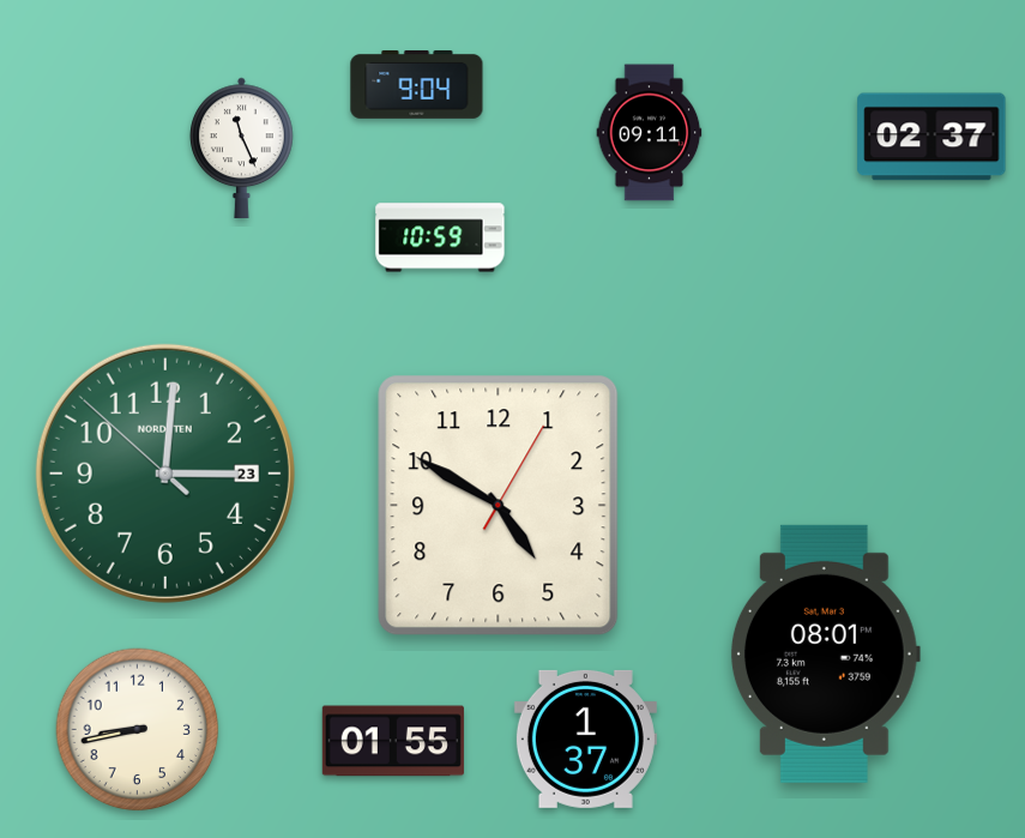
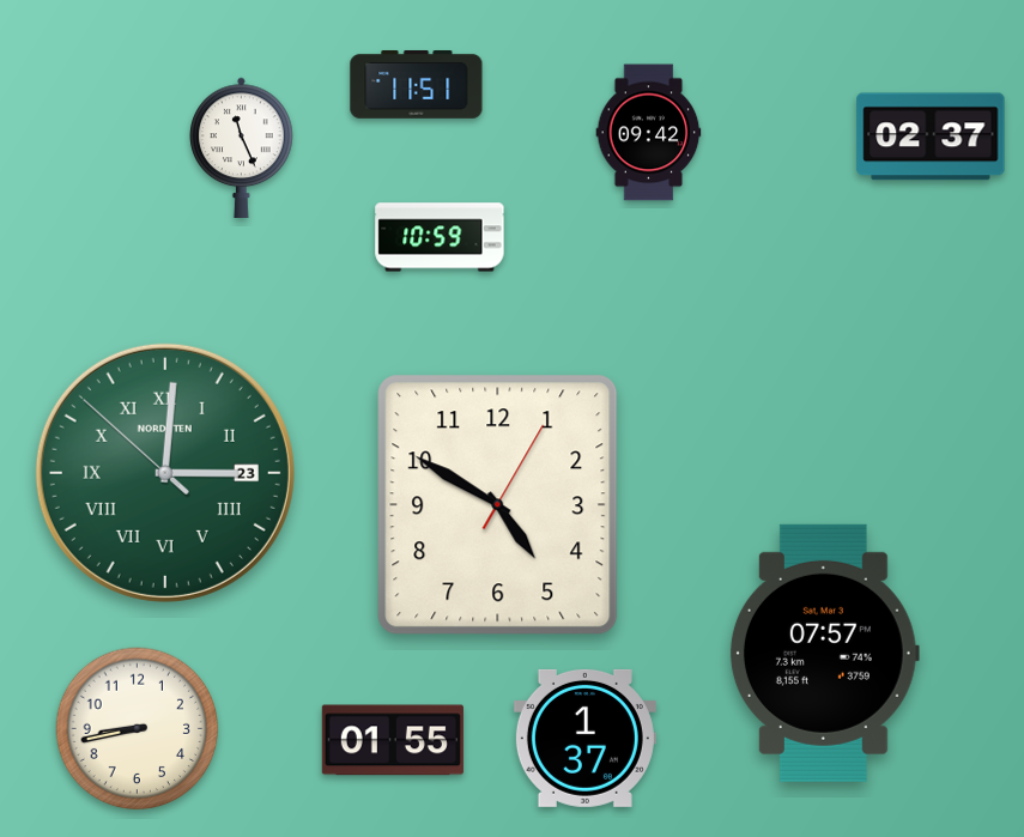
clock at (417, 85): 9:04 -> 11:51
clock at (650, 133): 09:11 -> 09:42
clock at (165, 474) numerals: Arabic -> Roman
clock at (825, 653): 08:01 -> 07:57
